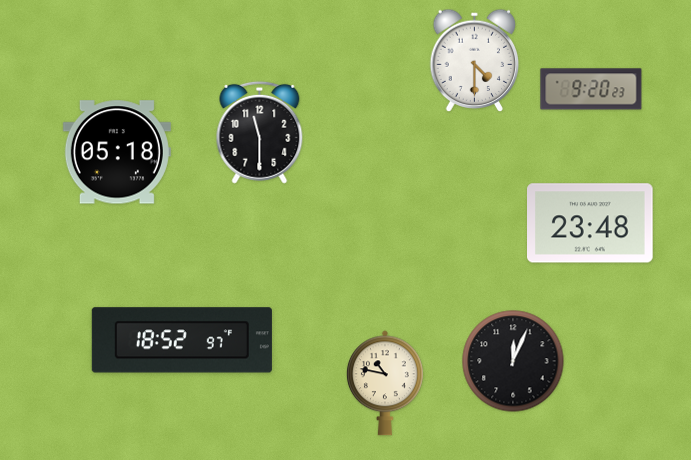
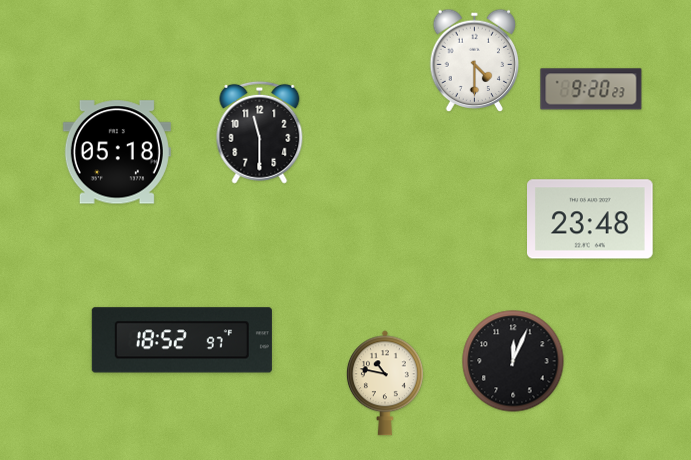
clock at (590, 223) position: (590, 223) -> (590, 219)
